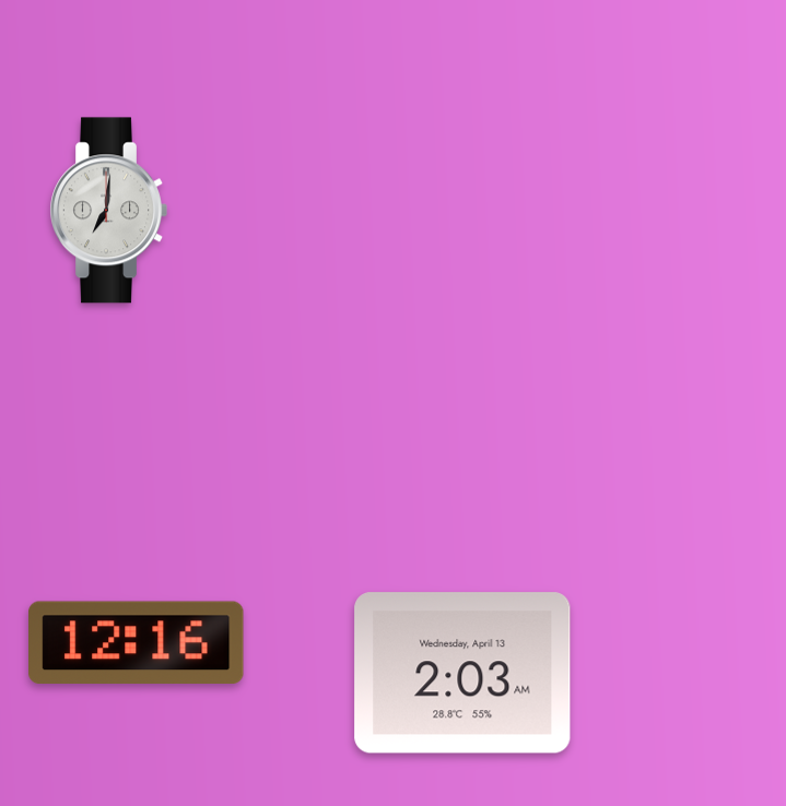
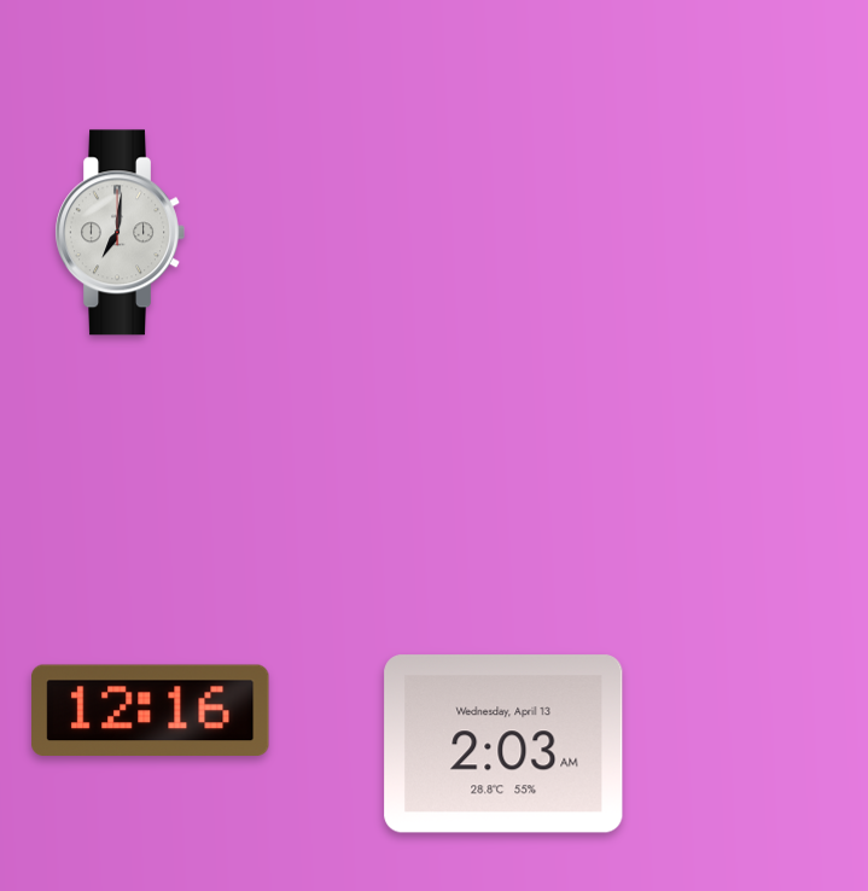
clock at (462, 673) position: (462, 673) -> (503, 744)
